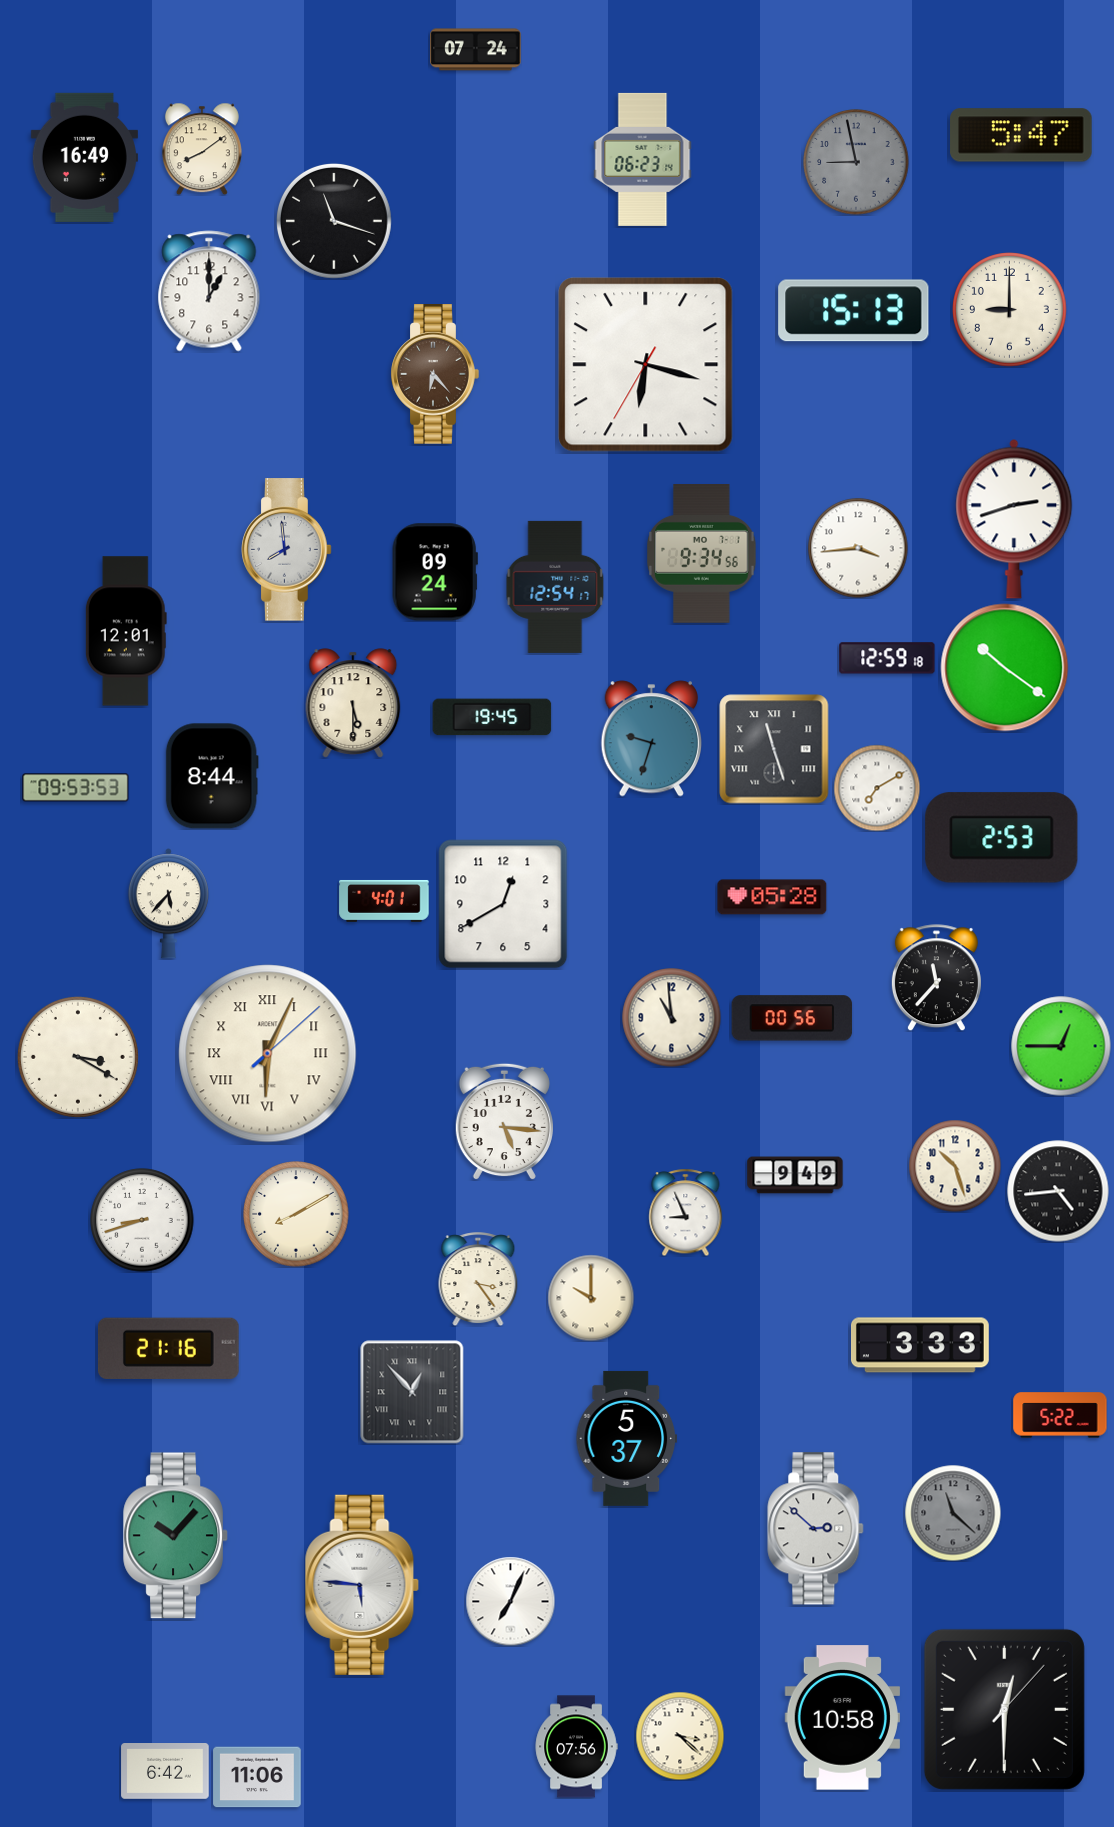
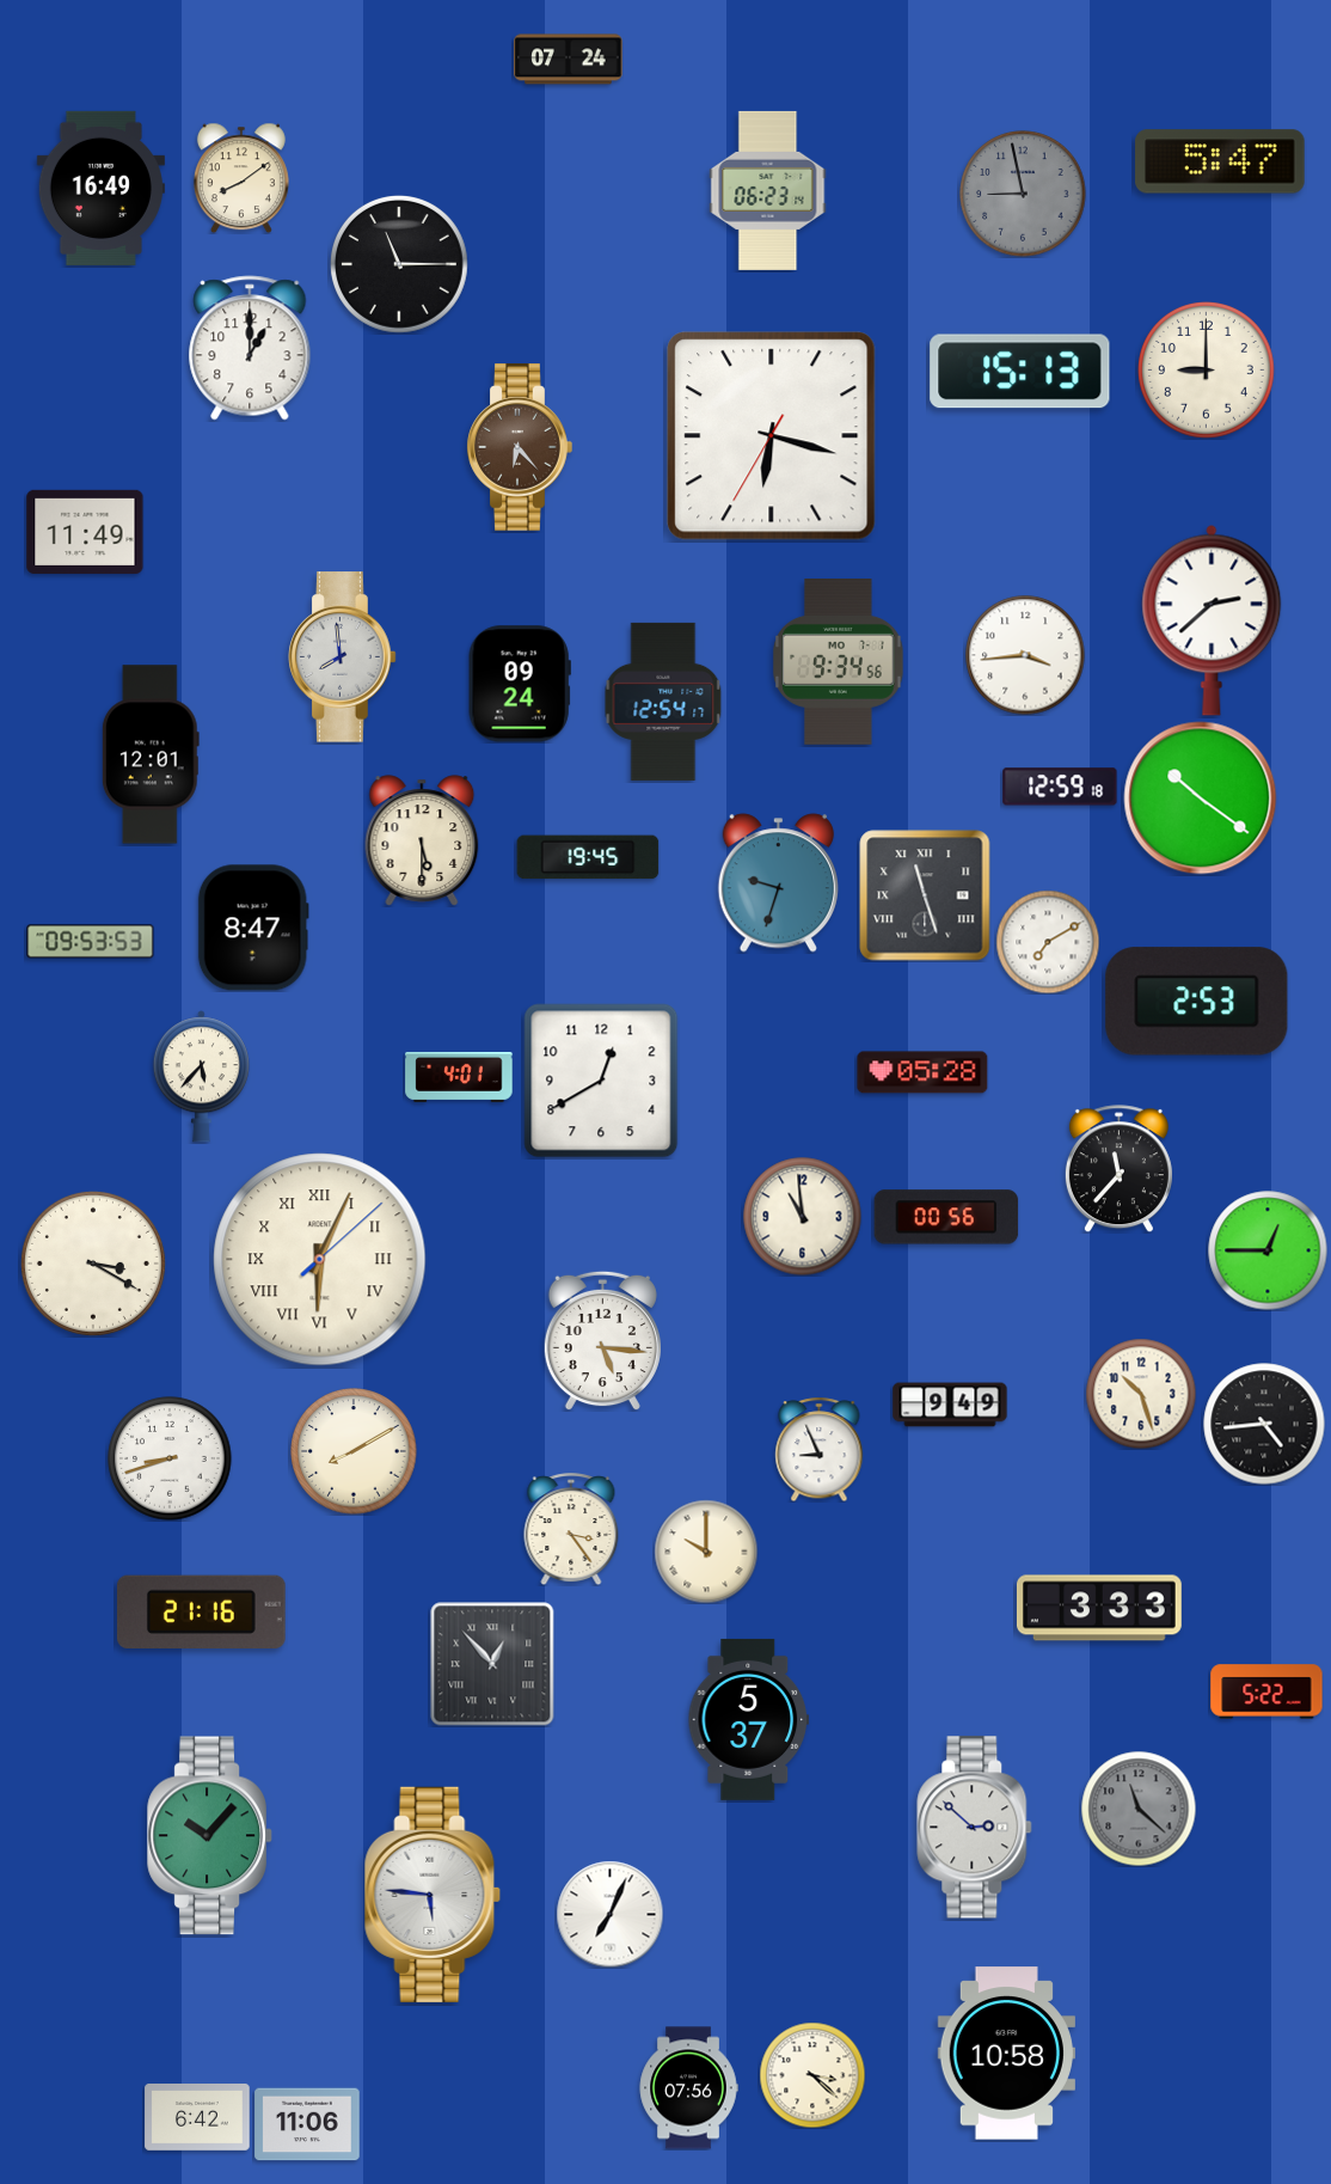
clock at (334, 221): 11:18 -> 11:15
clock at (85, 532): none -> 11:49
clock at (1014, 519): 2:42 -> 2:38
clock at (212, 776): 8:44 -> 8:47
clock at (168, 904) position: (168, 904) -> (201, 1077)
clock at (1004, 1709): 12:30 -> none
